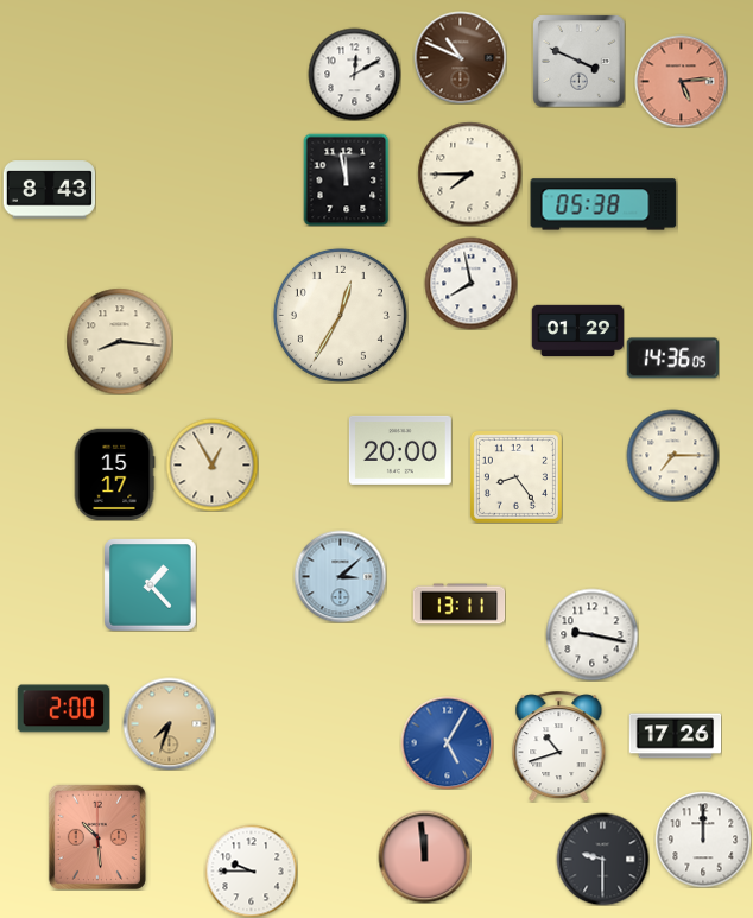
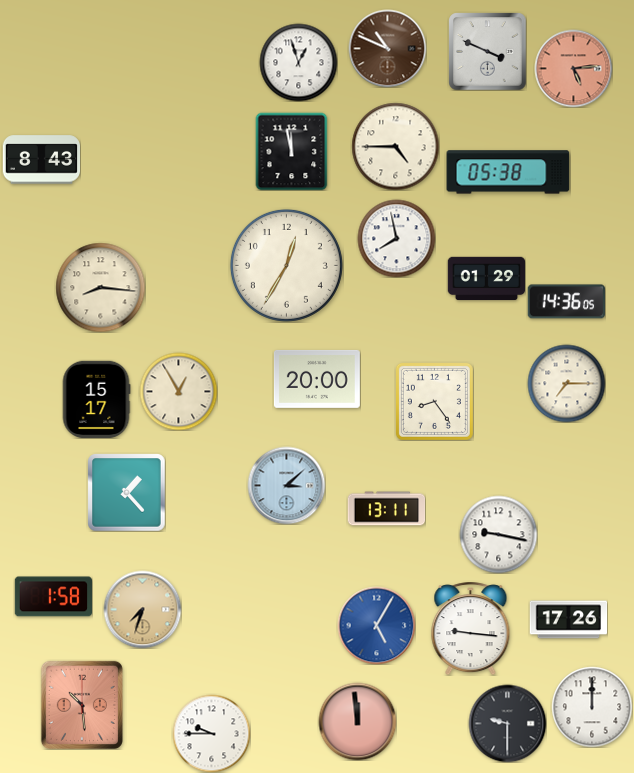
clock at (354, 74): 12:10 -> 12:57
clock at (469, 173): 7:45 -> 4:45
clock at (400, 450) position: (400, 450) -> (317, 379)
clock at (63, 709): 2:00 -> 1:58
clock at (559, 746): 10:42 -> 9:16
